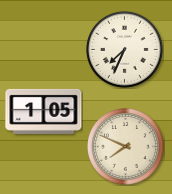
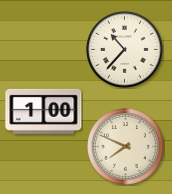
clock at (125, 50): 7:34 -> 10:37
clock at (44, 111): 1:05 -> 1:00
